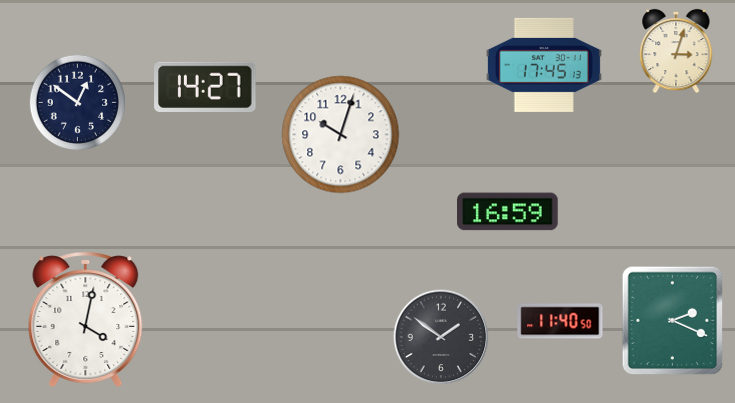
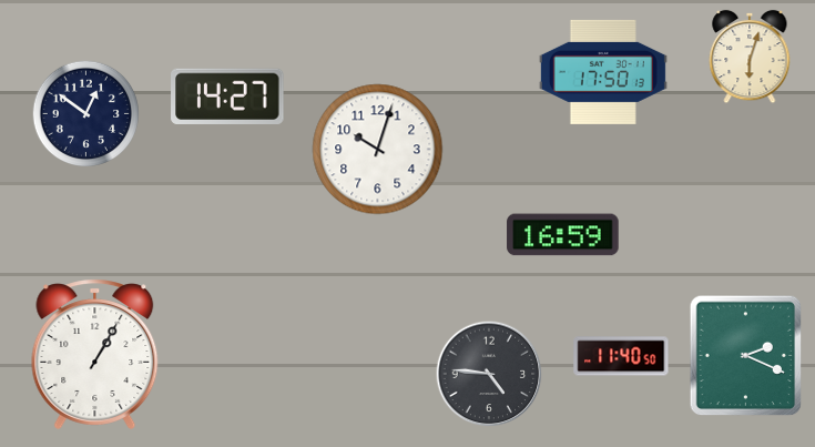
clock at (676, 51): 3:03 -> 6:03
clock at (544, 65): 17:45 -> 17:50
clock at (86, 319): 4:02 -> 1:05
clock at (441, 337): 1:51 -> 4:46
